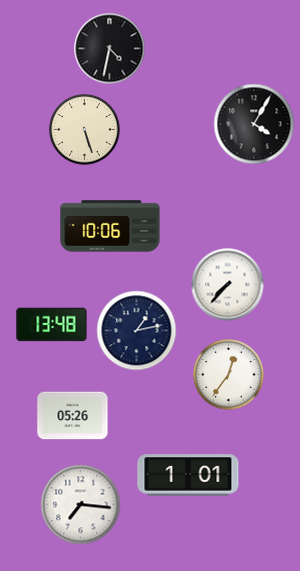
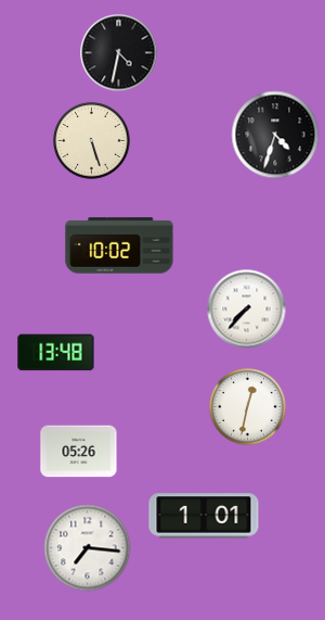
clock at (254, 124): 4:05 -> 4:33
clock at (110, 226): 10:06 -> 10:02
clock at (137, 331): 1:13 -> none
clock at (229, 375): 12:36 -> 12:32
